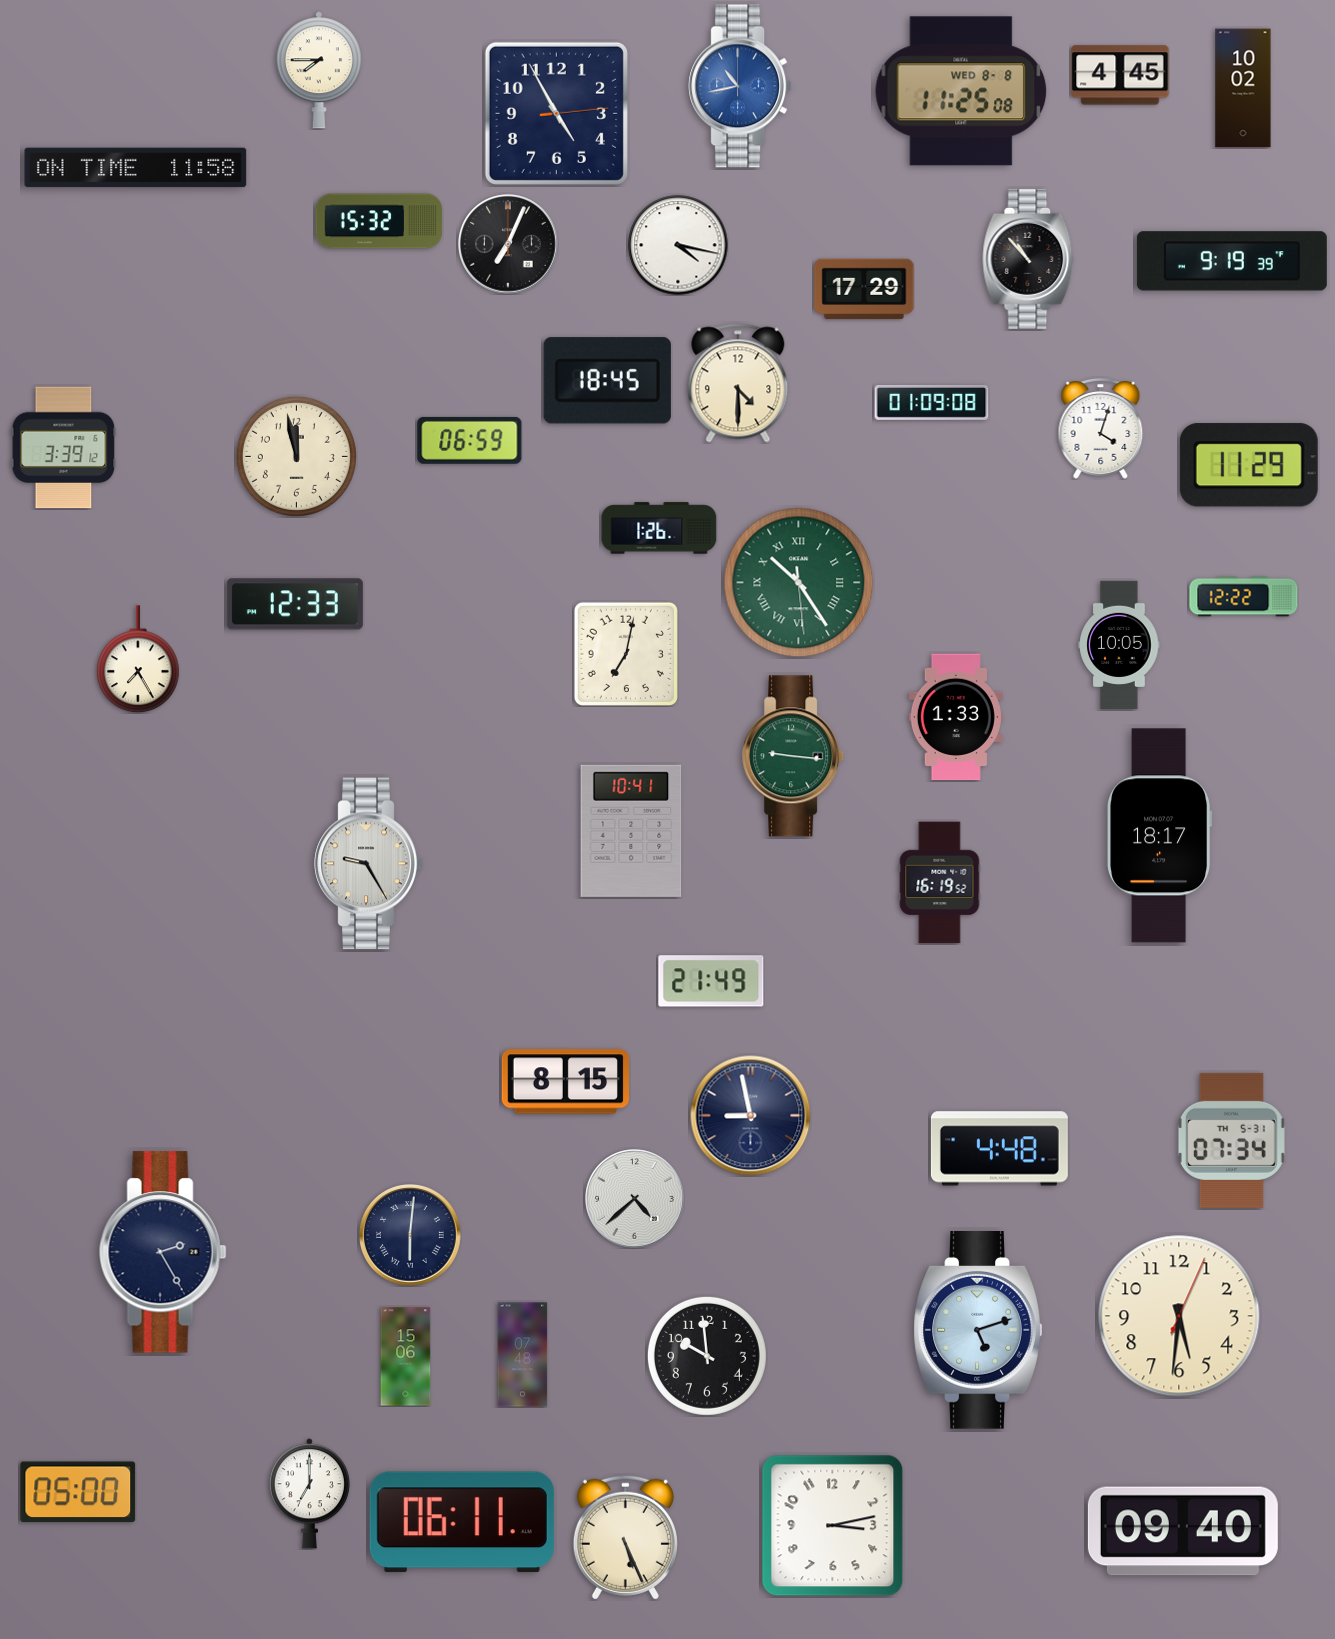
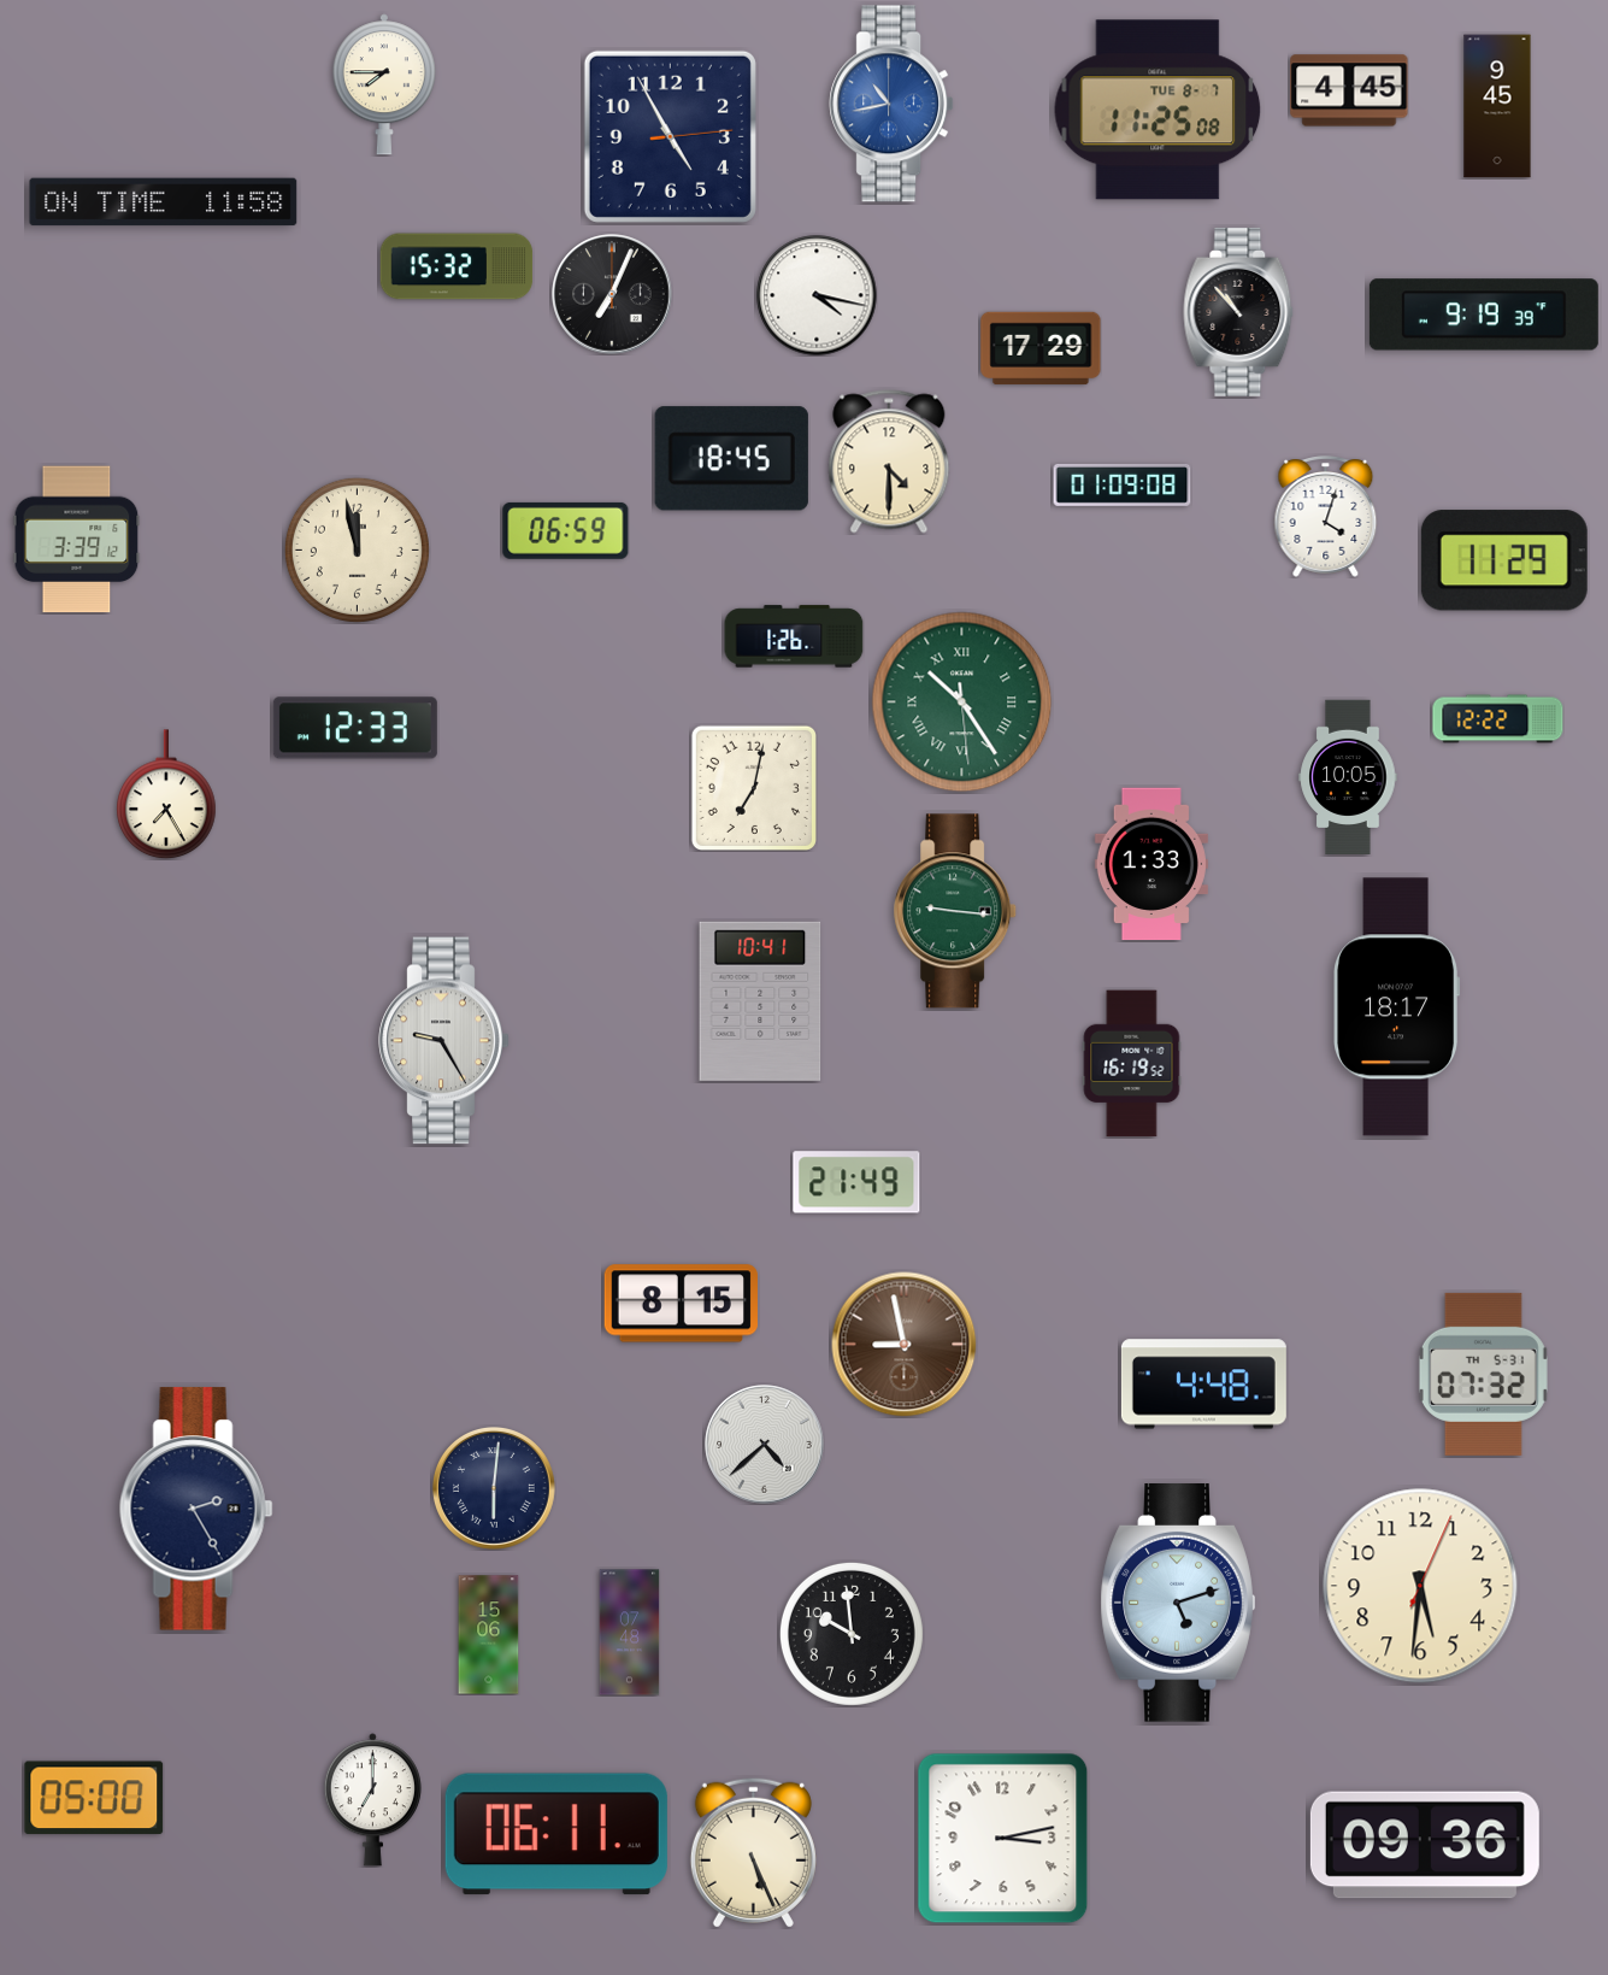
clock at (1243, 88): 10:02 -> 9:45
clock at (961, 91) date: WED 8-8 -> TUE 8-7
clock at (751, 1116) dial: navy -> brown
clock at (1231, 1140): 07:34 -> 07:32
clock at (1183, 1531): 09:40 -> 09:36
